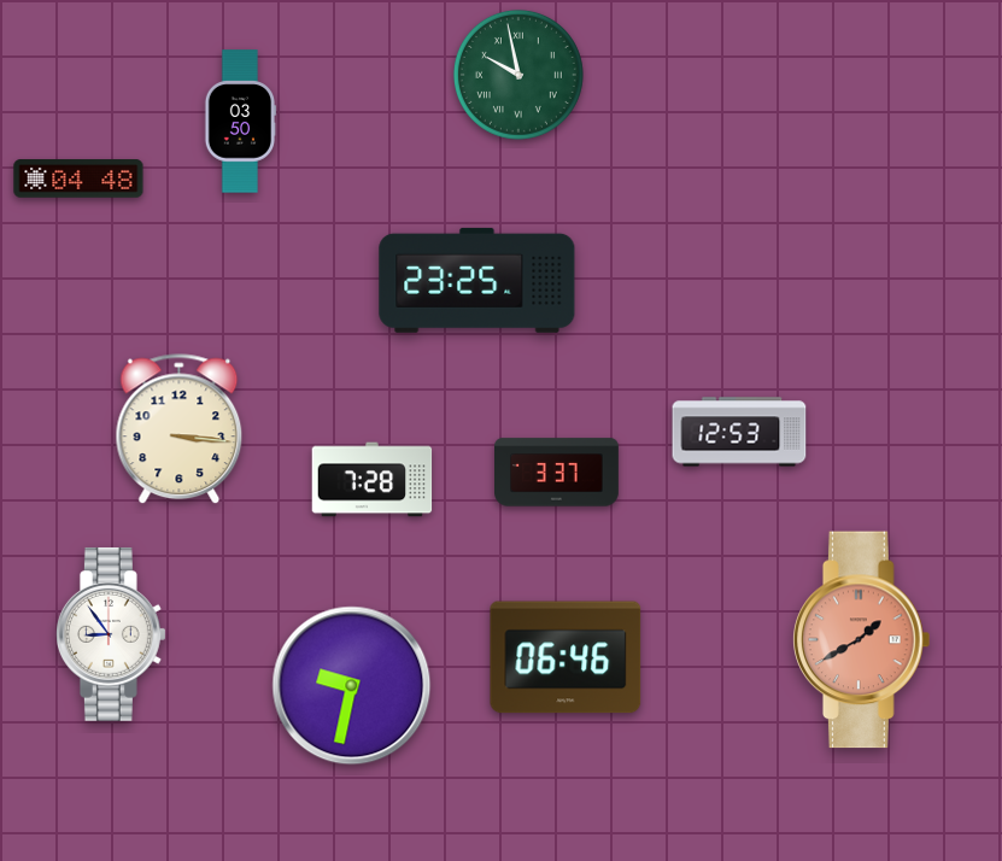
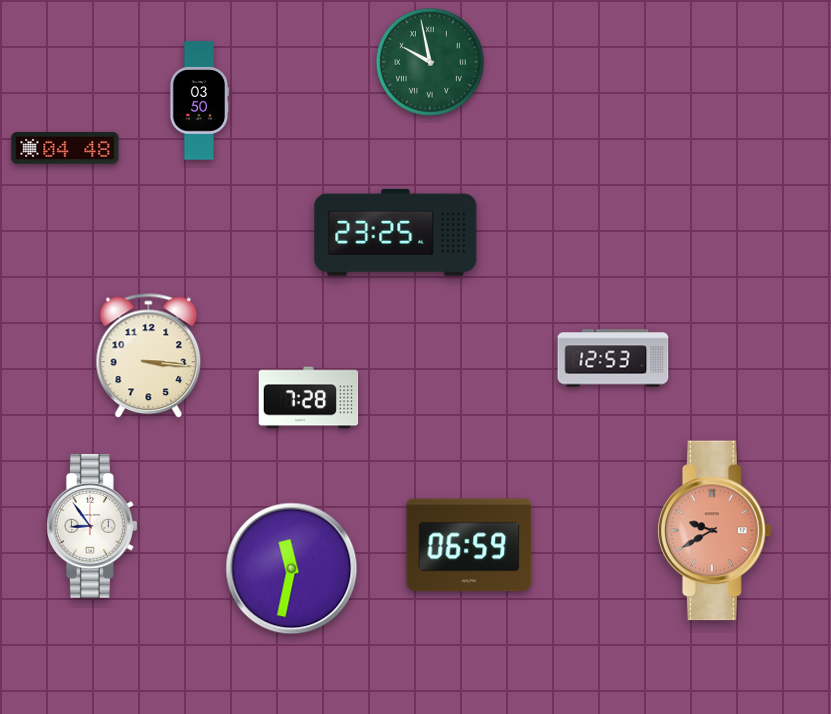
clock at (557, 473): 3:37 -> none
clock at (862, 640): 1:40 -> 9:40
clock at (566, 657): 06:46 -> 06:59
clock at (352, 686): 9:32 -> 11:32
